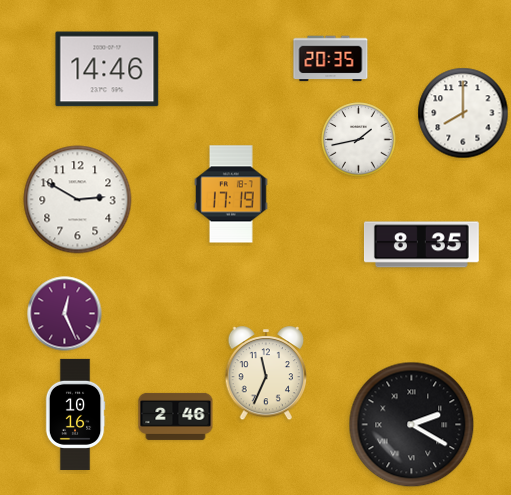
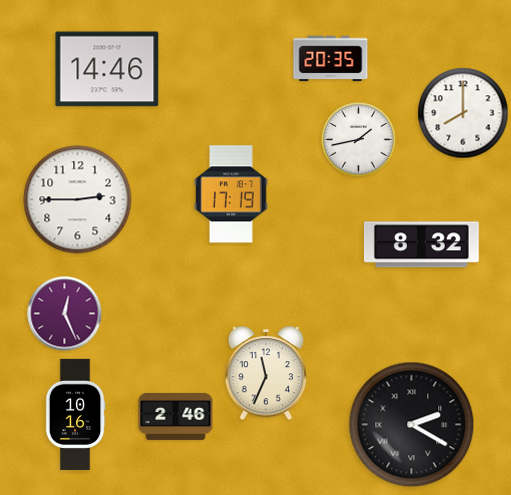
clock at (78, 200): 2:50 -> 2:45
clock at (421, 245): 8:35 -> 8:32
